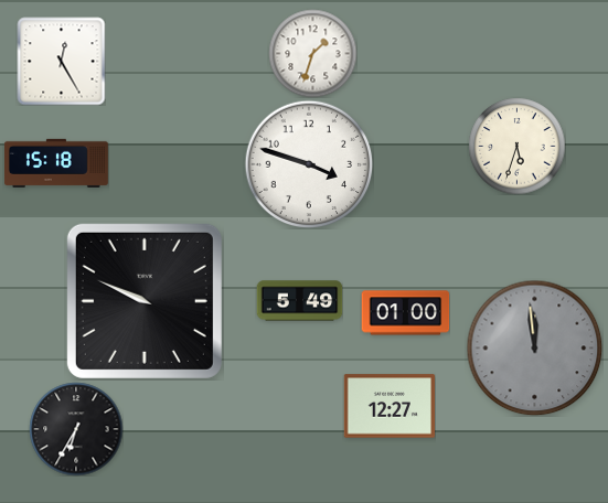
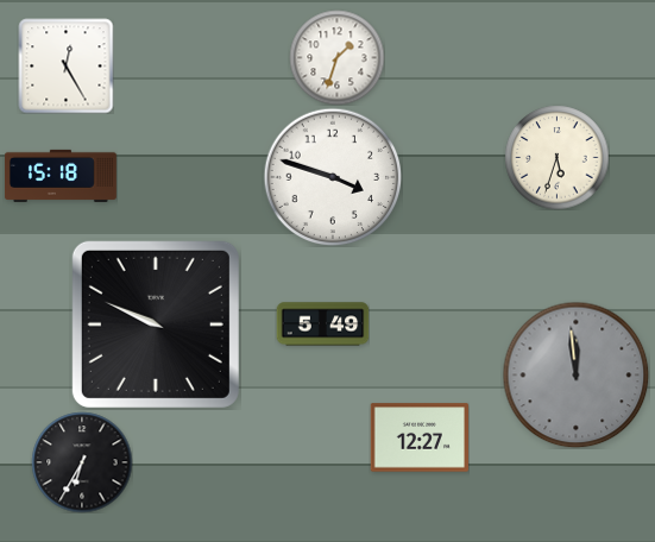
clock at (405, 313): 01:00 -> none
